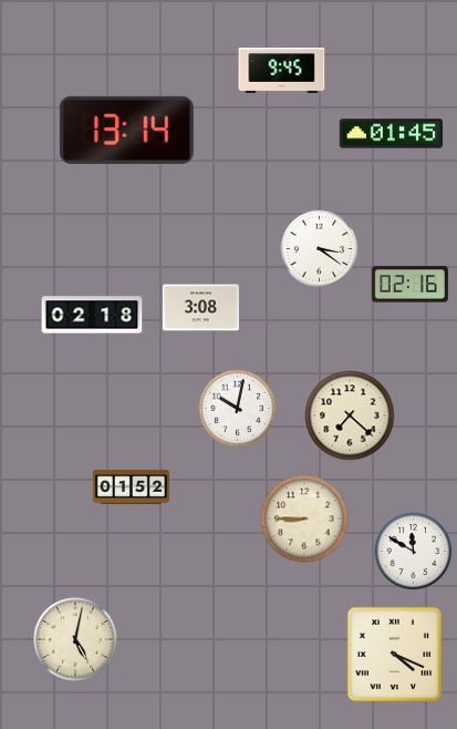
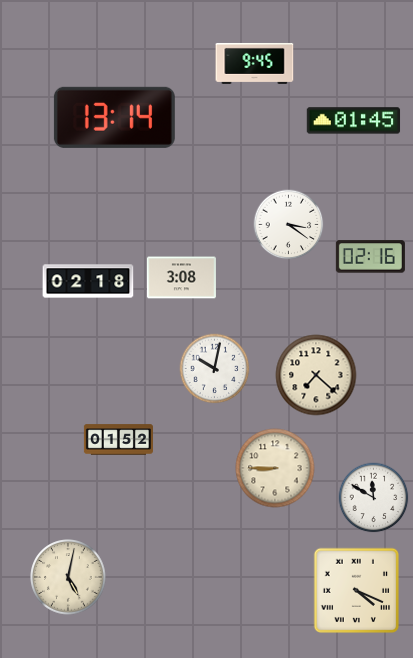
clock at (92, 315) position: (92, 315) -> (88, 281)
